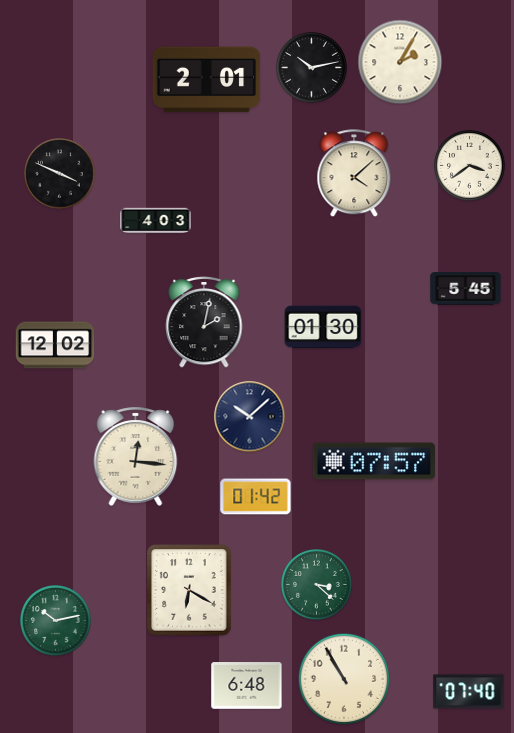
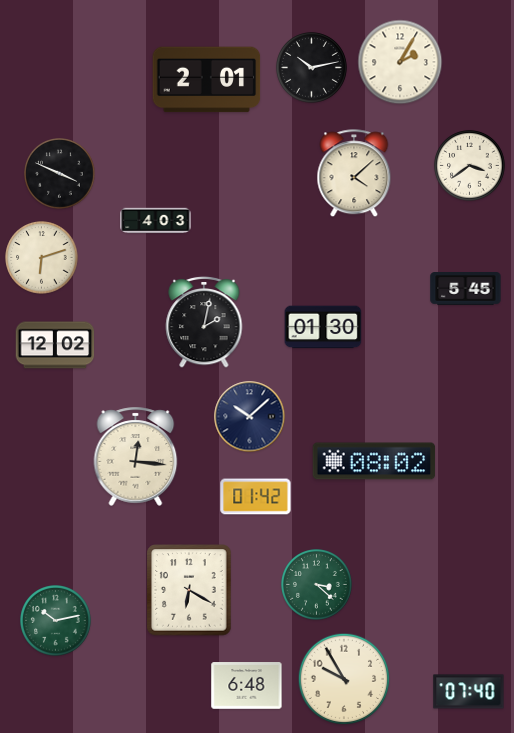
clock at (42, 258): none -> 6:12
clock at (374, 461): 07:57 -> 08:02
clock at (344, 679): 10:55 -> 9:55
